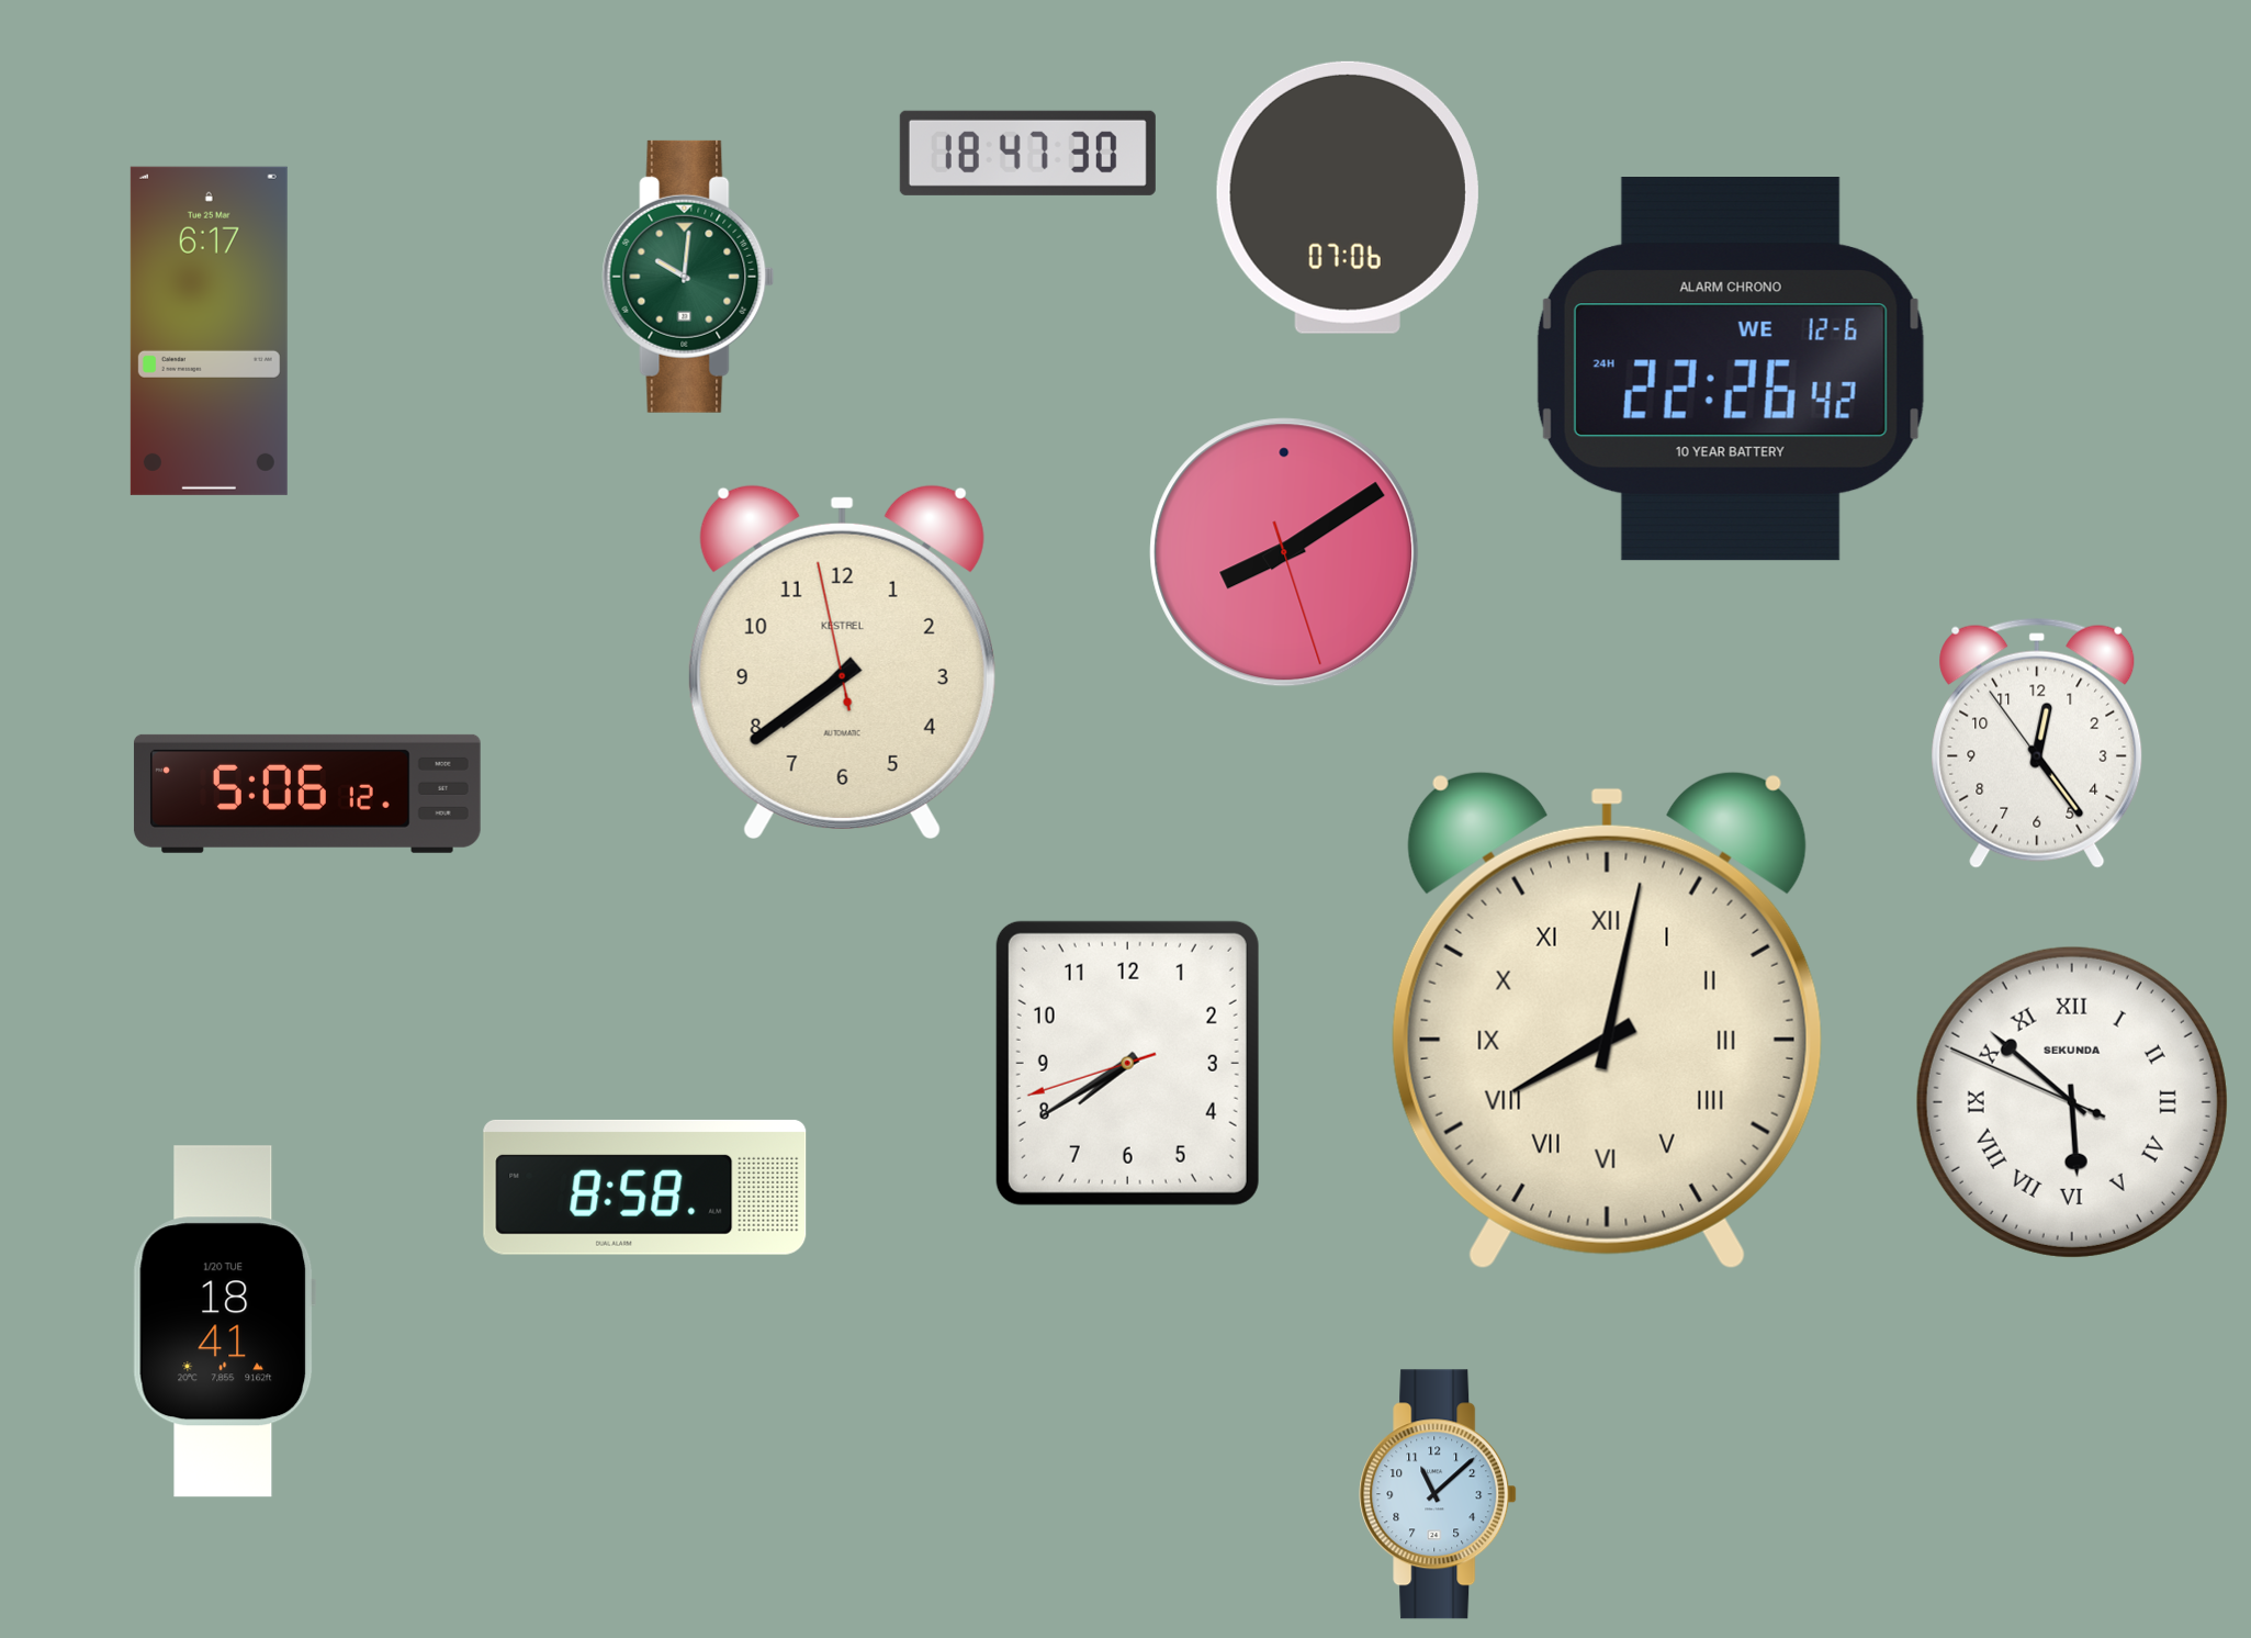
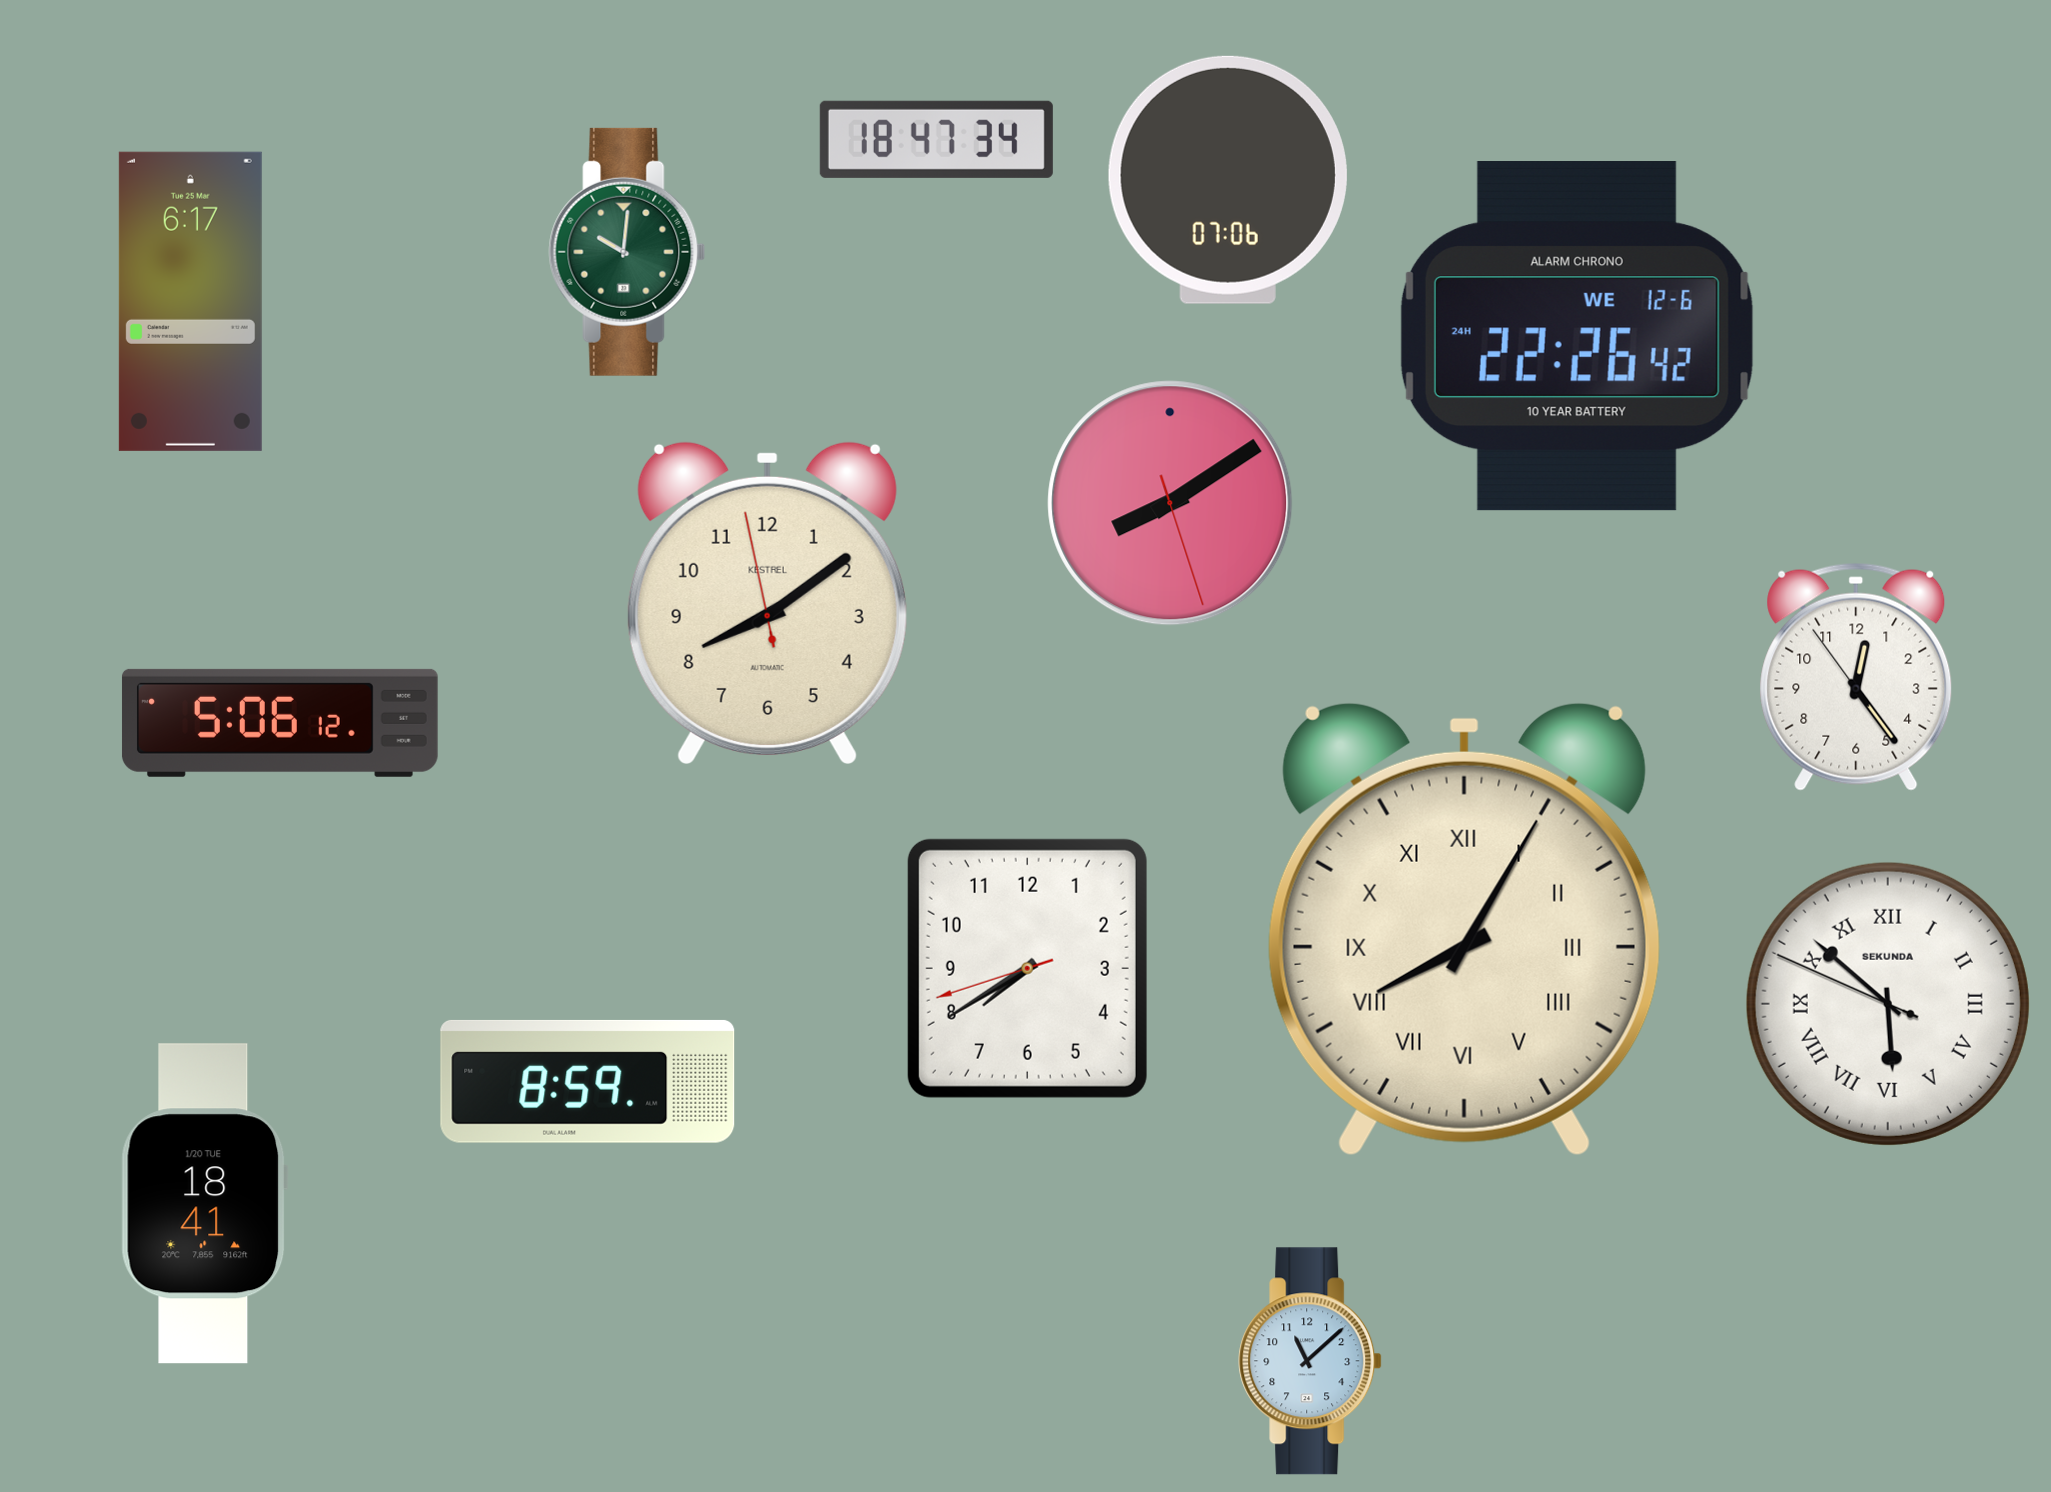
clock at (1027, 153): 18:47:30 -> 18:47:34
clock at (842, 662): 7:38 -> 8:08
clock at (1607, 1020): 8:02 -> 8:05
clock at (645, 1187): 8:58 -> 8:59
